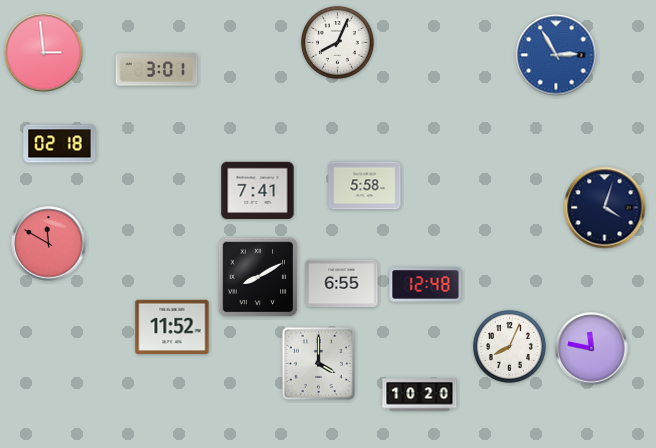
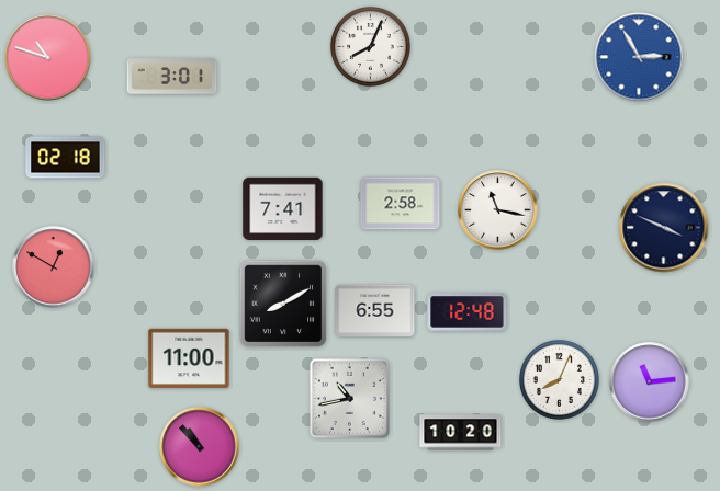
clock at (44, 53): 2:59 -> 10:48
clock at (556, 55) position: (556, 55) -> (639, 57)
clock at (365, 186): 5:58 -> 2:58
clock at (498, 210): none -> 11:17
clock at (605, 208): 4:03 -> 3:49
clock at (49, 244): 11:50 -> 12:50
clock at (172, 327): 11:52 -> 11:00
clock at (592, 349): 11:47 -> 11:14
clock at (318, 363): 4:00 -> 10:43
clock at (200, 447): none -> 10:53
